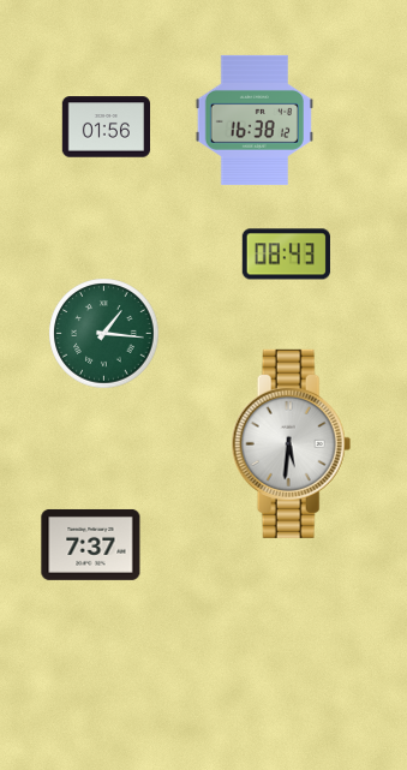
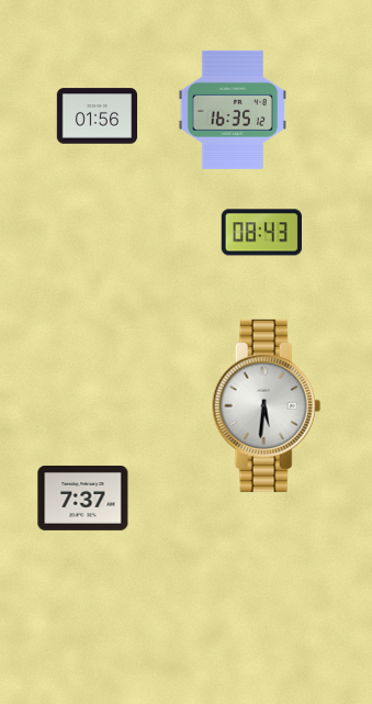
clock at (255, 120): 16:38 -> 16:35
clock at (104, 334): 1:16 -> none
